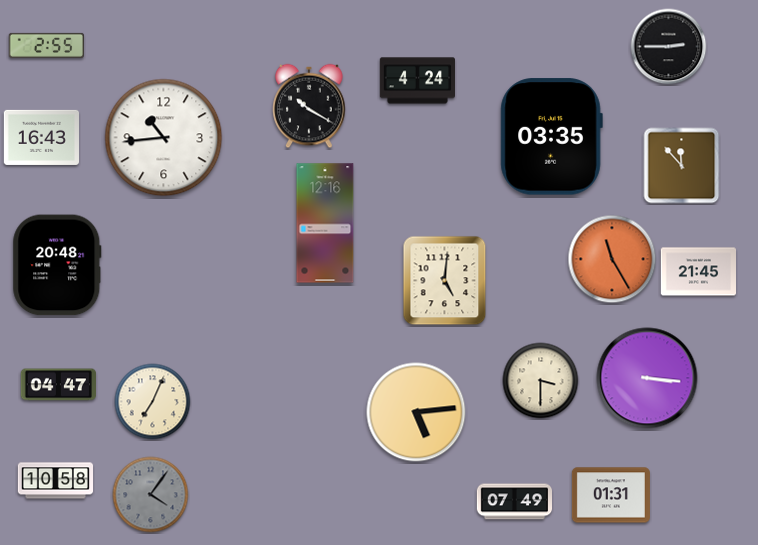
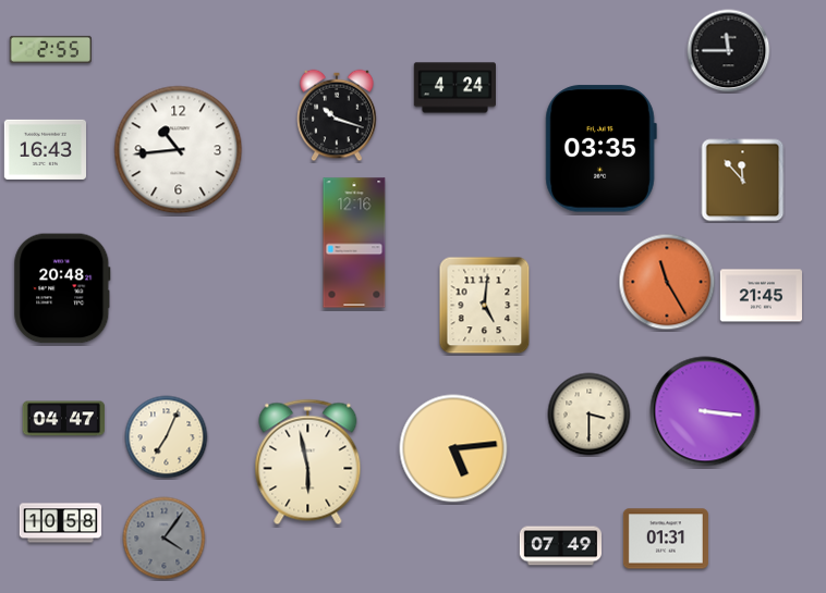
clock at (669, 47): 2:45 -> 11:45
clock at (309, 106): 10:20 -> 10:18
clock at (308, 462): none -> 5:58
